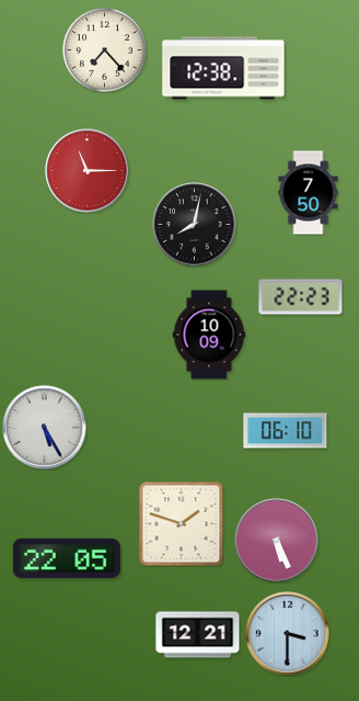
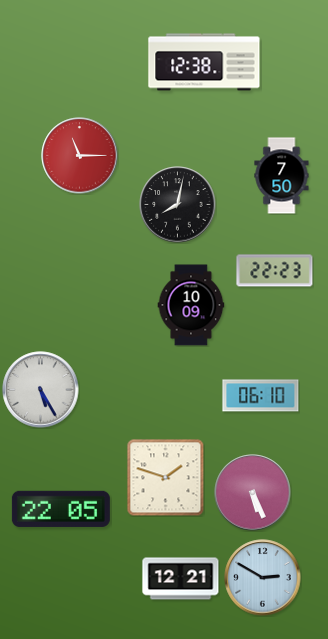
clock at (105, 50): 7:23 -> none
clock at (286, 431) position: (286, 431) -> (261, 396)
clock at (288, 634): 3:30 -> 2:50
